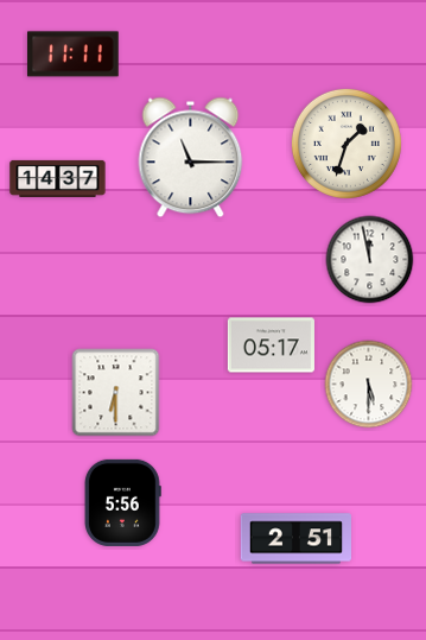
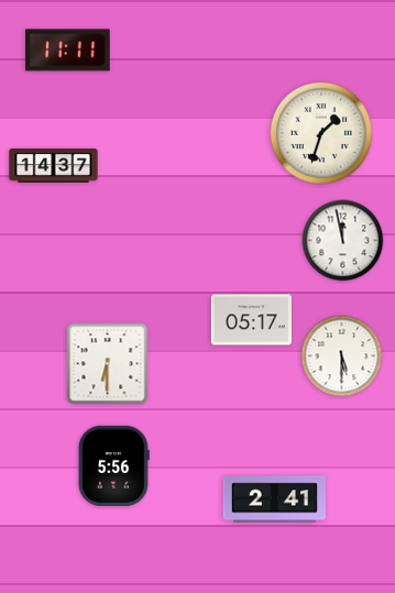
clock at (191, 158): 11:15 -> none
clock at (295, 539): 2:51 -> 2:41
